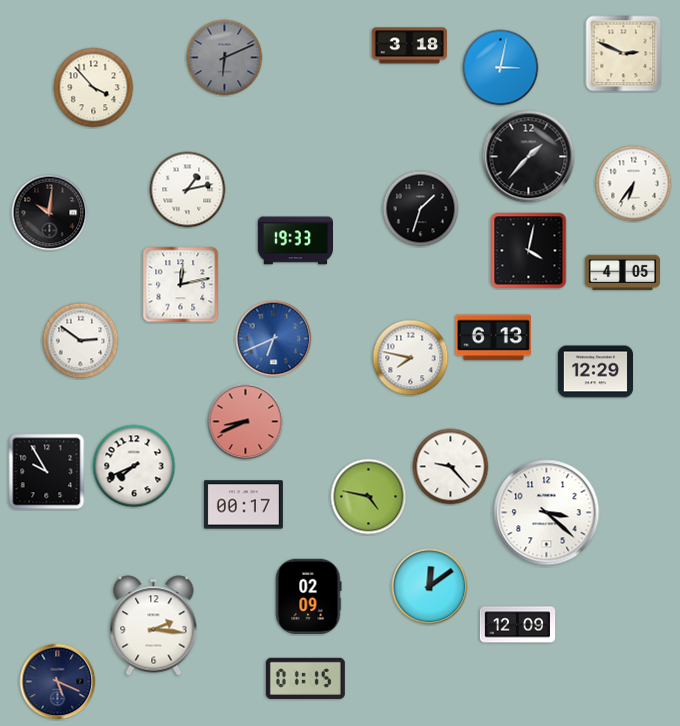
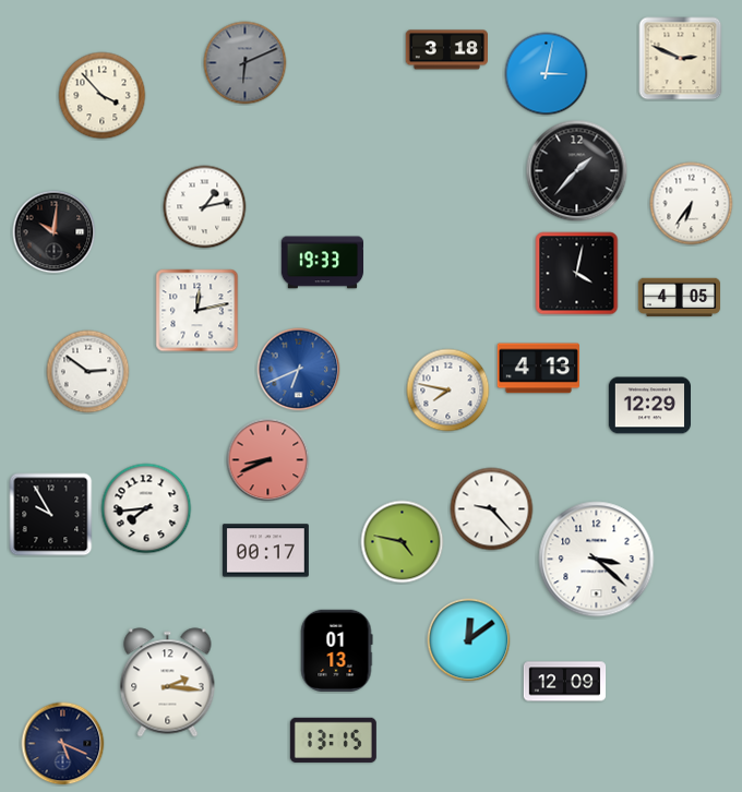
clock at (634, 184) position: (634, 184) -> (692, 204)
clock at (421, 209): 1:33 -> none
clock at (493, 338): 6:13 -> 4:13
clock at (134, 466): 7:41 -> 7:44
clock at (308, 596): 02:09 -> 01:13
clock at (305, 678): 01:15 -> 13:15
